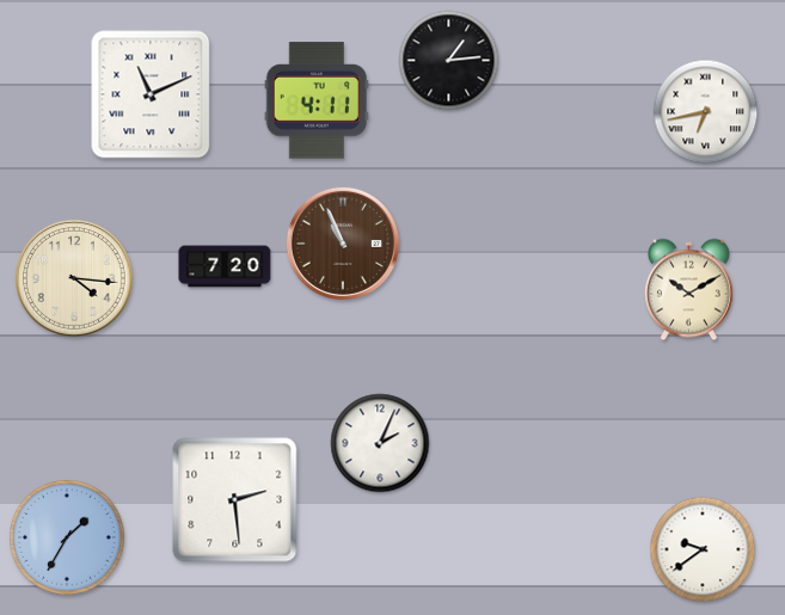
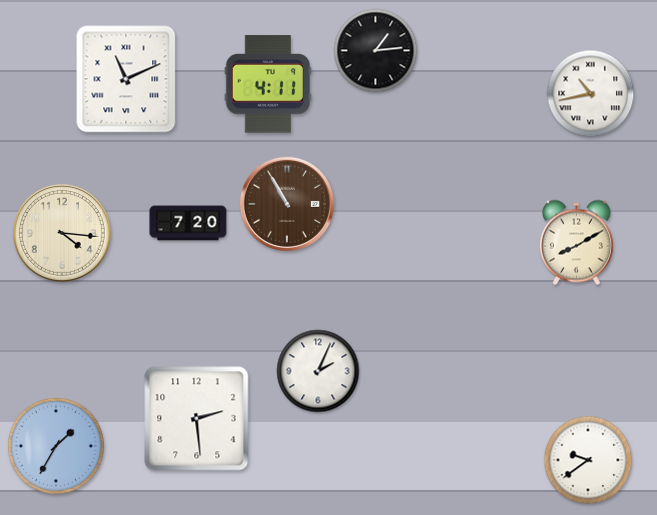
clock at (317, 100) position: (317, 100) -> (268, 84)
clock at (706, 112): 6:43 -> 10:43
clock at (343, 244): 10:56 -> 10:55
clock at (688, 290): 10:10 -> 8:10
clock at (68, 539) position: (68, 539) -> (57, 447)
